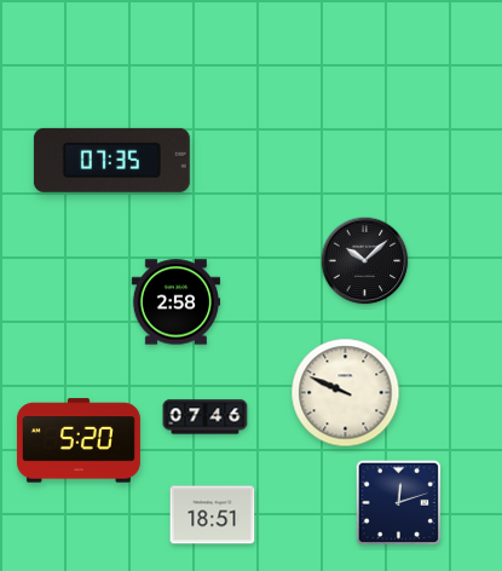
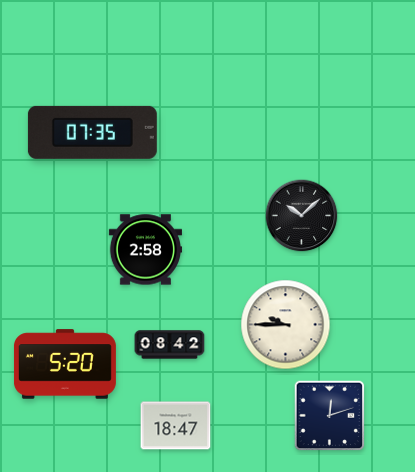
clock at (346, 393): 9:49 -> 9:45
clock at (206, 417): 07:46 -> 08:42
clock at (213, 515): 18:51 -> 18:47
